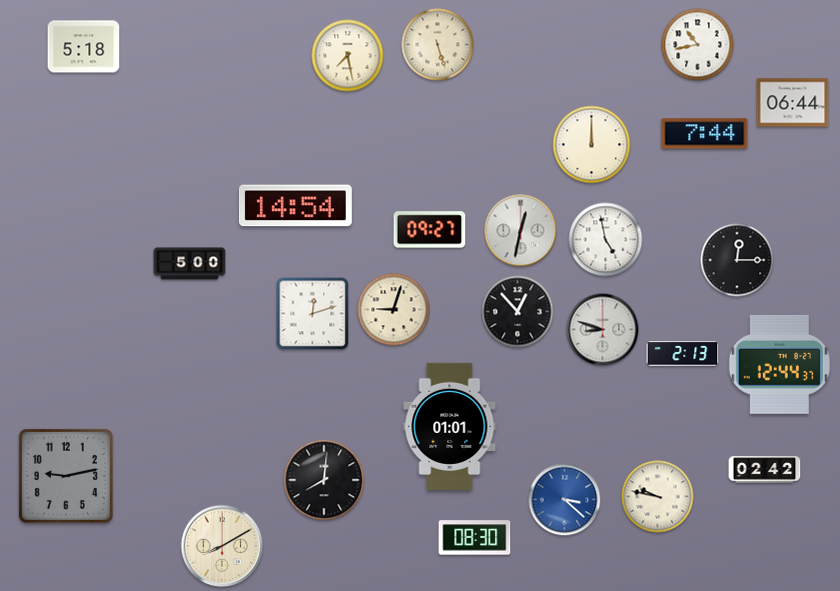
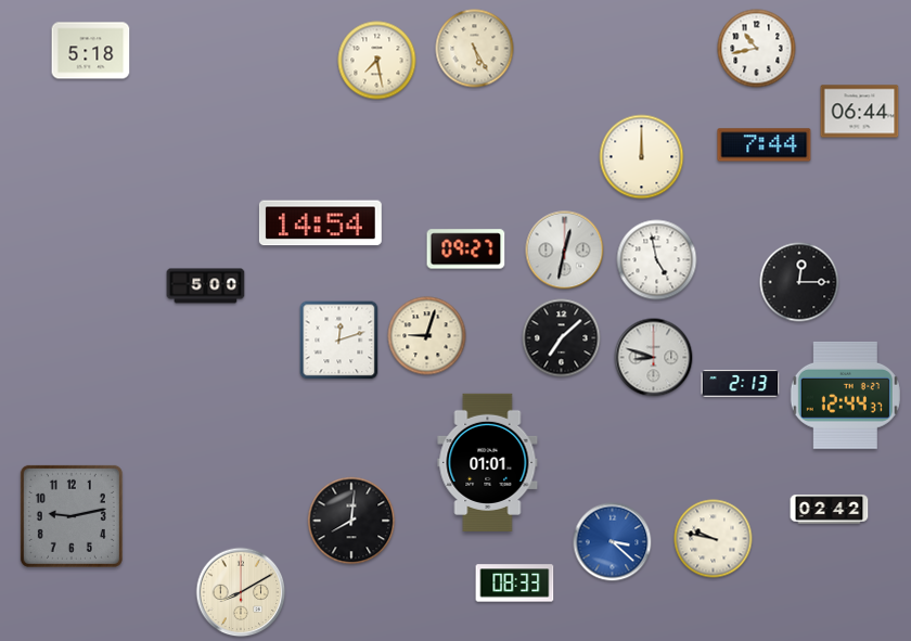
clock at (438, 45): 5:27 -> 5:25
clock at (518, 312): 12:53 -> 7:08
clock at (475, 538): 08:30 -> 08:33
